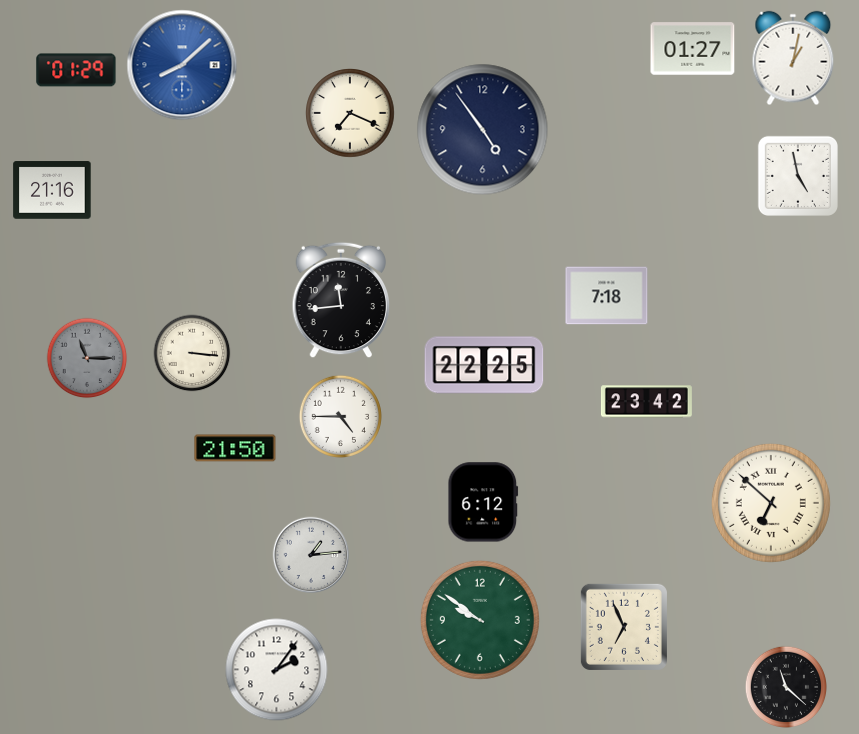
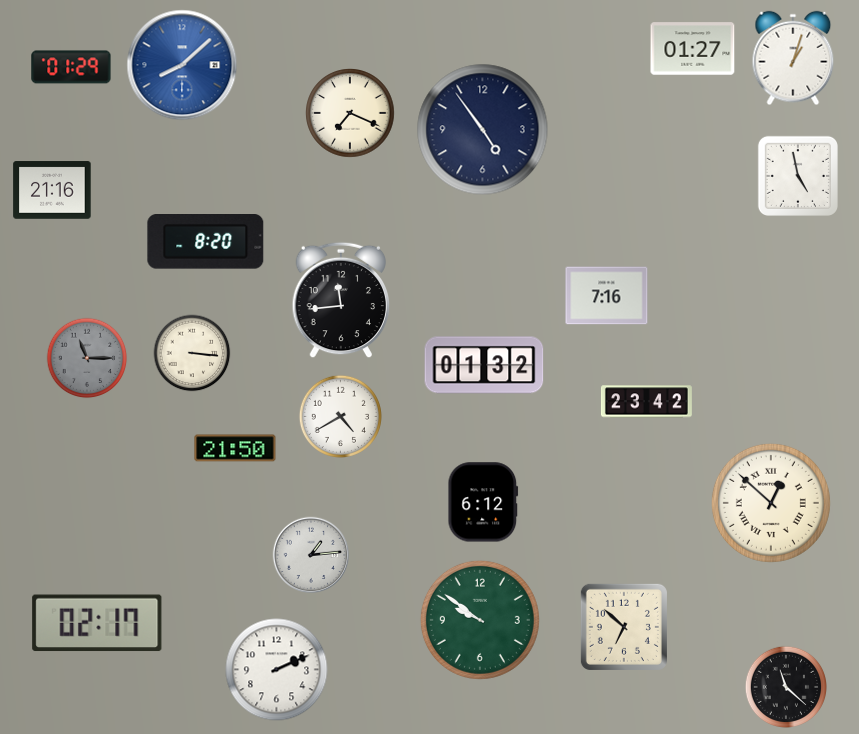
clock at (793, 58): 1:02 -> 1:03
clock at (76, 70) position: (76, 70) -> (71, 67)
clock at (206, 242): none -> 8:20
clock at (607, 296): 7:18 -> 7:16
clock at (484, 365): 22:25 -> 01:32
clock at (340, 416): 4:45 -> 4:40
clock at (771, 503): 6:52 -> 12:52
clock at (97, 623): none -> 02:17
clock at (624, 627): 6:56 -> 6:52
clock at (277, 670): 2:06 -> 2:11
